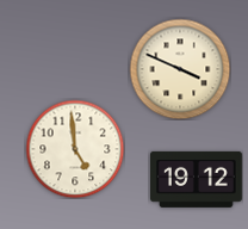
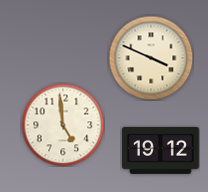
clock at (197, 179) position: (197, 179) -> (161, 150)
